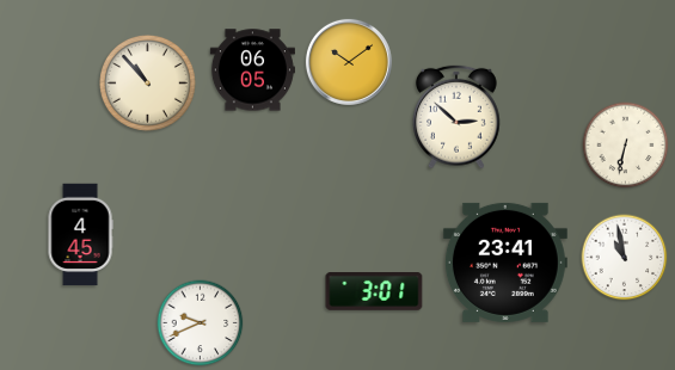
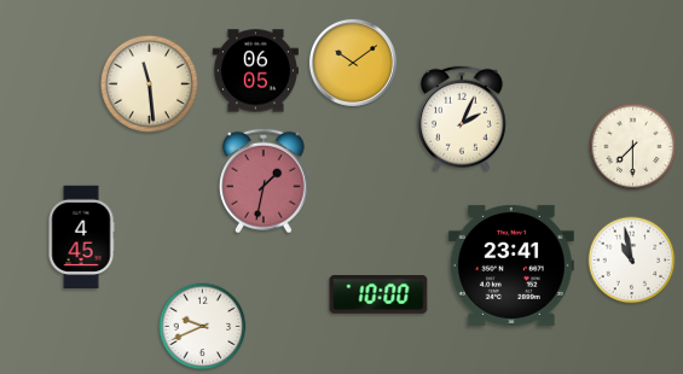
clock at (147, 82): 10:53 -> 11:29
clock at (458, 117): 2:52 -> 2:04
clock at (626, 146): 6:32 -> 7:30
clock at (265, 181): none -> 1:32
clock at (374, 292): 3:01 -> 10:00
